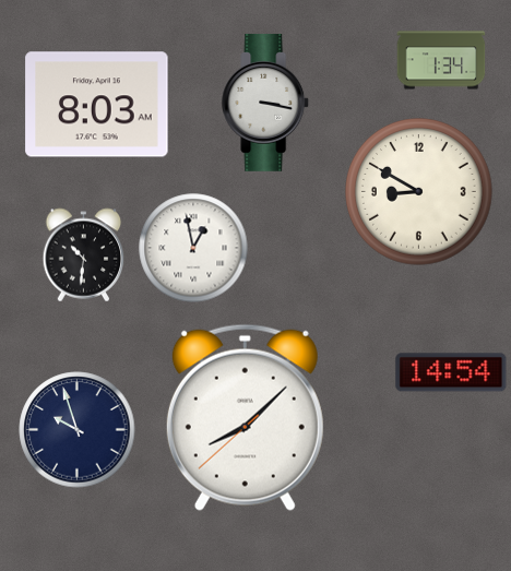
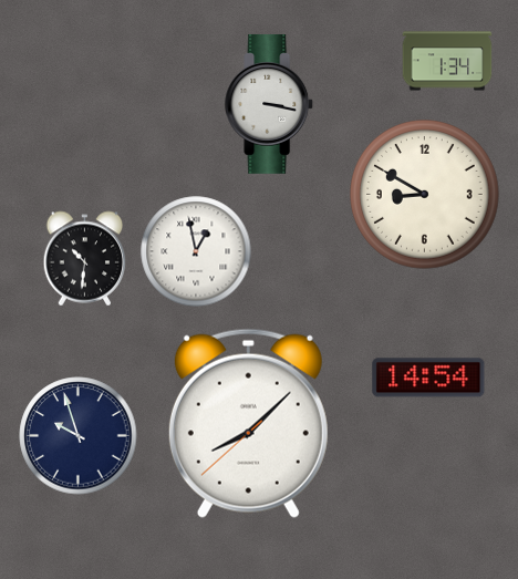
clock at (97, 105): 8:03 -> none
clock at (451, 372) position: (451, 372) -> (428, 378)
